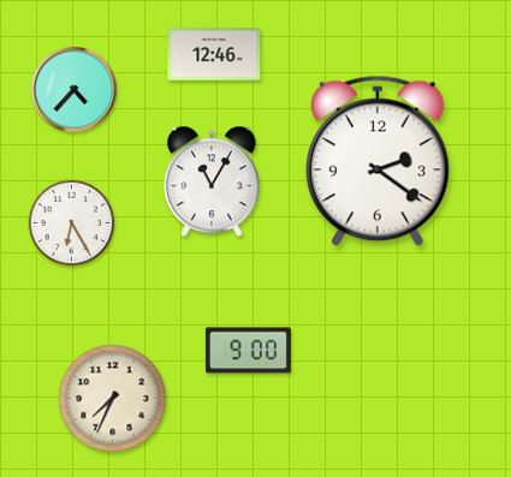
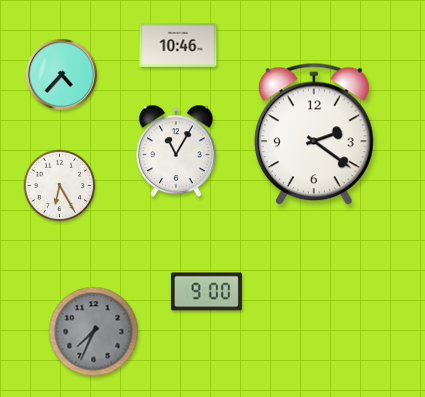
clock at (214, 55): 12:46 -> 10:46
clock at (113, 399) dial: cream -> grey
